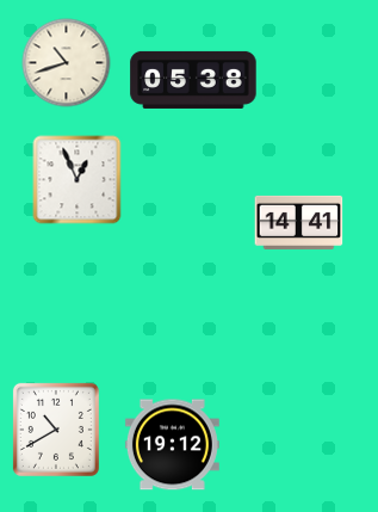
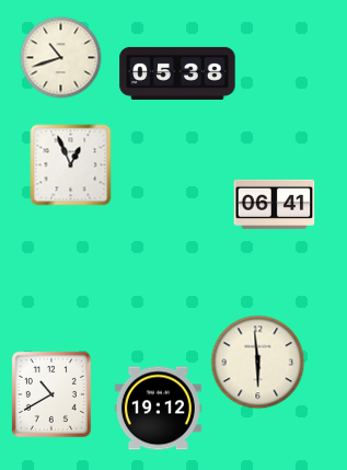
clock at (299, 222): 14:41 -> 06:41
clock at (258, 363): none -> 5:59
